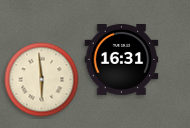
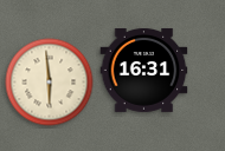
clock at (42, 80) position: (42, 80) -> (50, 83)
